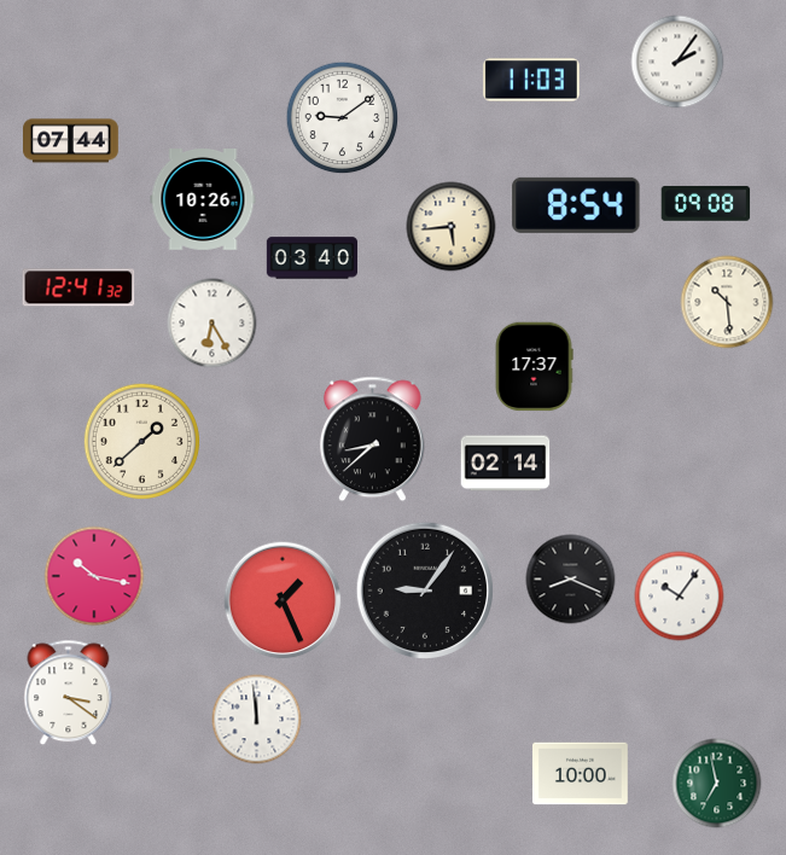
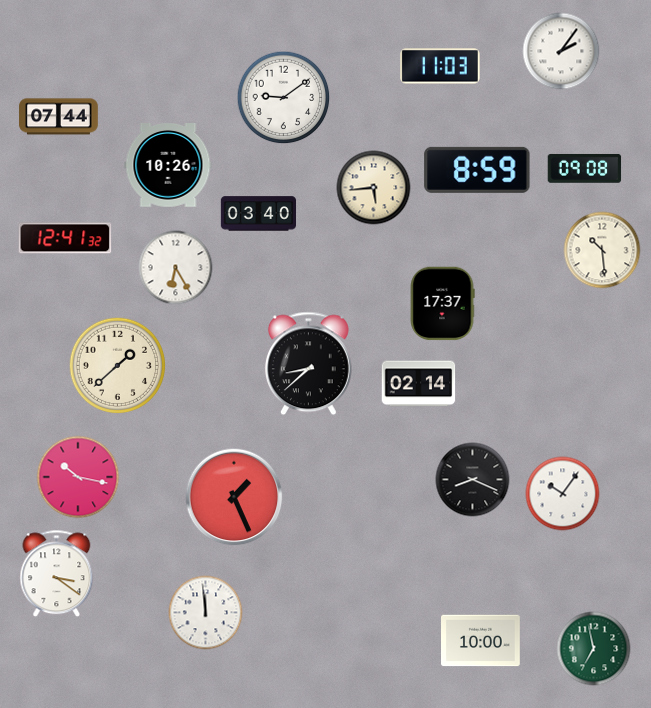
clock at (576, 205): 8:54 -> 8:59
clock at (425, 591): 9:06 -> none
clock at (257, 720) position: (257, 720) -> (206, 613)
